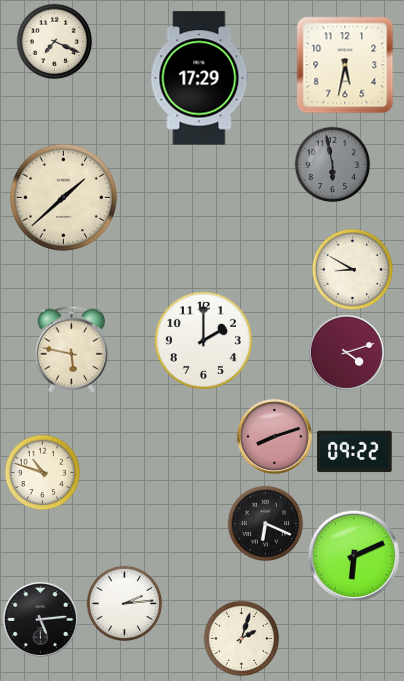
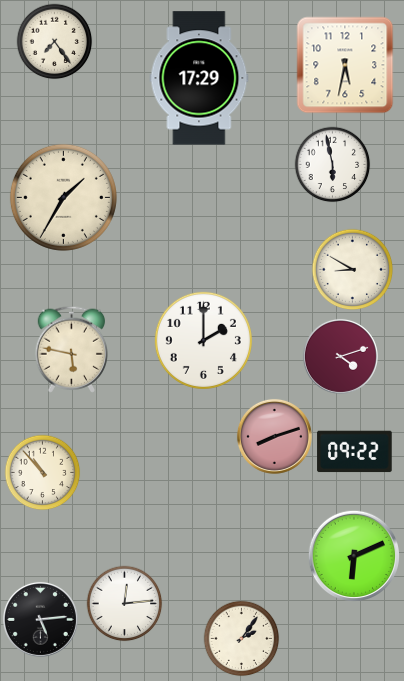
clock at (55, 42): 7:19 -> 7:24
clock at (333, 165) dial: grey -> white
clock at (63, 197): 1:38 -> 1:35
clock at (346, 352) position: (346, 352) -> (340, 356)
clock at (43, 473): 10:48 -> 10:53
clock at (266, 524): 6:19 -> none
clock at (125, 604): 2:14 -> 12:14
clock at (242, 639): 2:03 -> 2:06
